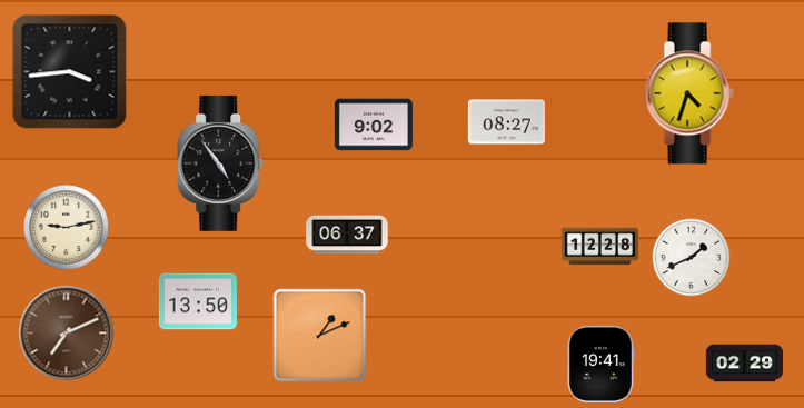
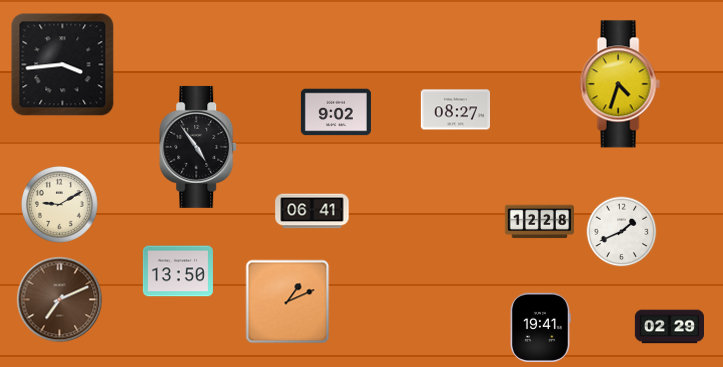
clock at (67, 228): 9:13 -> 9:10
clock at (347, 235): 06:37 -> 06:41
